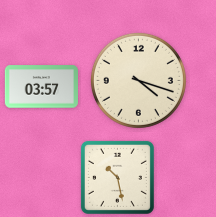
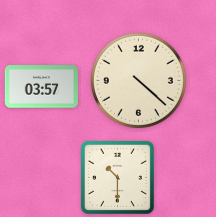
clock at (138, 80): 4:18 -> 4:22
clock at (117, 177): 10:28 -> 10:30
